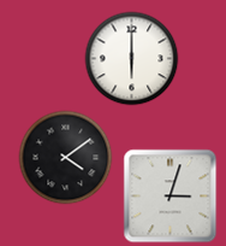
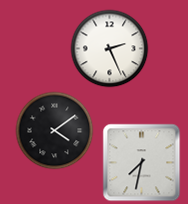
clock at (131, 58): 6:00 -> 2:26
clock at (169, 195): 3:03 -> 7:32
